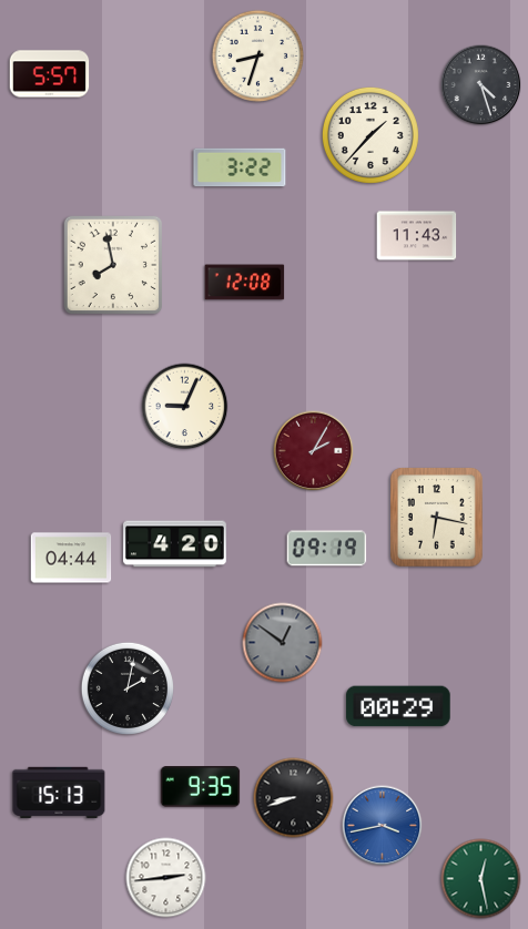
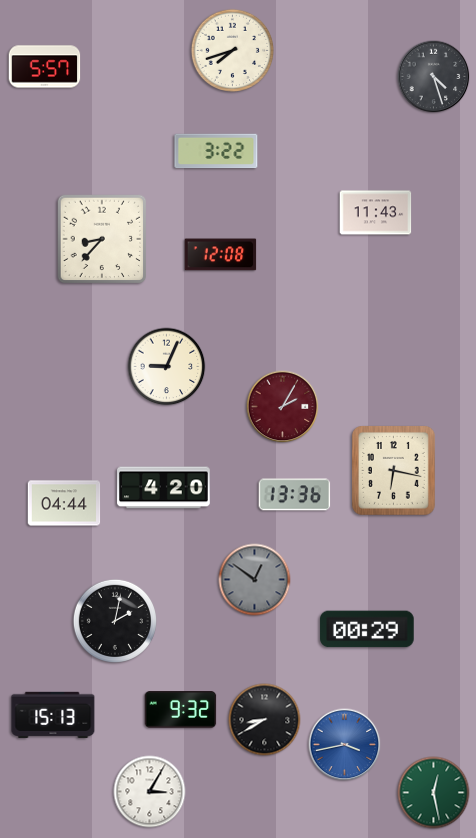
clock at (257, 55): 8:33 -> 7:42
clock at (370, 135): 1:37 -> none
clock at (113, 265): 7:58 -> 8:37
clock at (437, 518) position: (437, 518) -> (394, 471)
clock at (175, 544) position: (175, 544) -> (164, 488)
clock at (327, 549): 09:19 -> 13:36
clock at (398, 706) position: (398, 706) -> (367, 629)
clock at (201, 787): 9:35 -> 9:32
clock at (294, 798): 8:42 -> 8:40
clock at (166, 878): 2:44 -> 3:05
